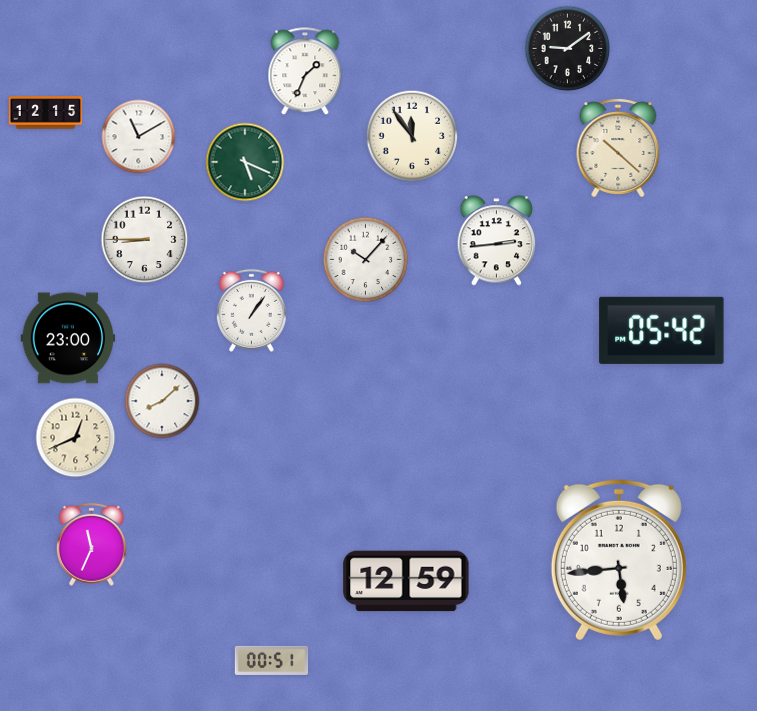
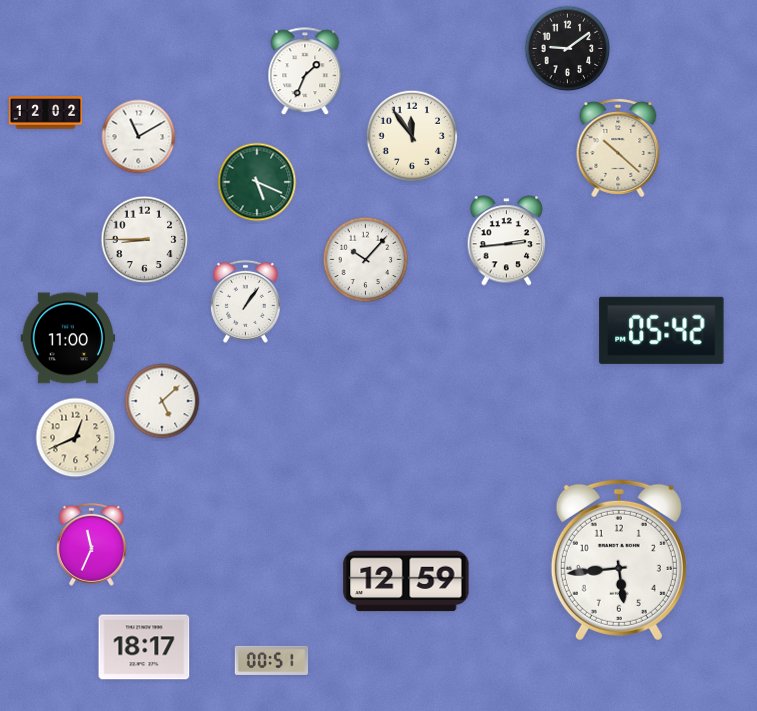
clock at (46, 113): 12:15 -> 12:02
clock at (245, 162) position: (245, 162) -> (257, 182)
clock at (497, 241) position: (497, 241) -> (507, 241)
clock at (251, 310) position: (251, 310) -> (245, 301)
clock at (68, 338): 23:00 -> 11:00
clock at (162, 401): 8:08 -> 5:08
clock at (144, 647): none -> 18:17
